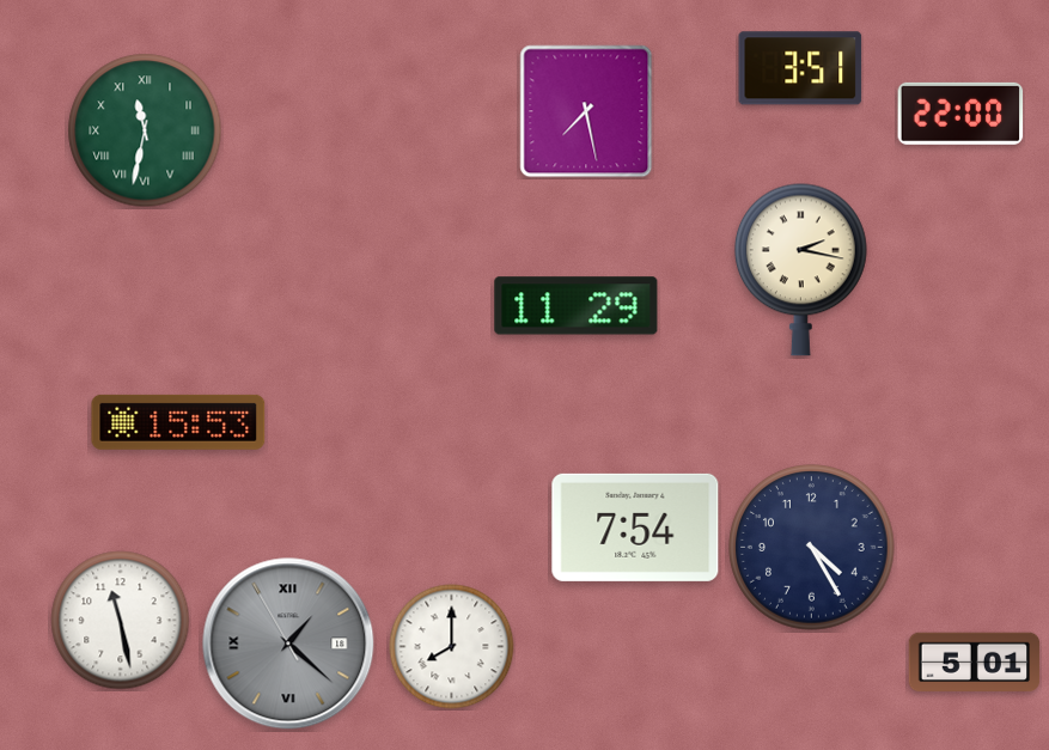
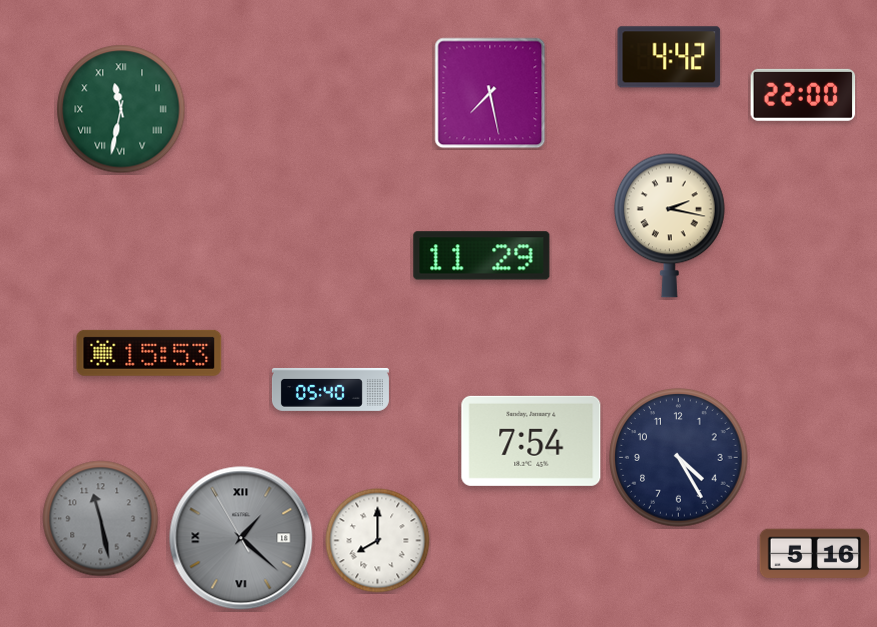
clock at (800, 68): 3:51 -> 4:42
clock at (330, 389): none -> 05:40
clock at (121, 621) dial: white -> grey
clock at (975, 663): 5:01 -> 5:16
